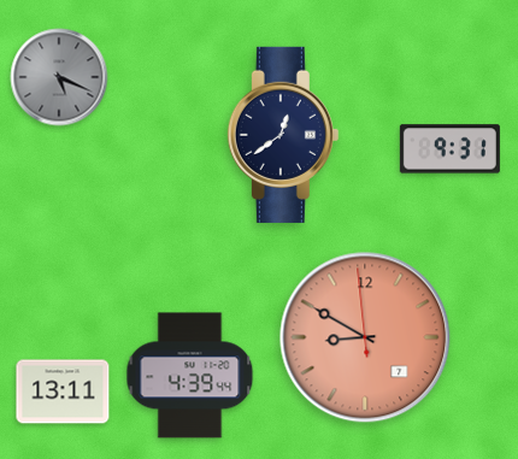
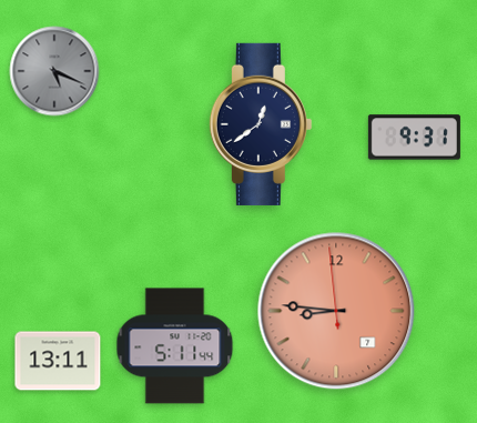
clock at (365, 337): 8:49 -> 8:45
clock at (190, 376): 4:39 -> 5:11
